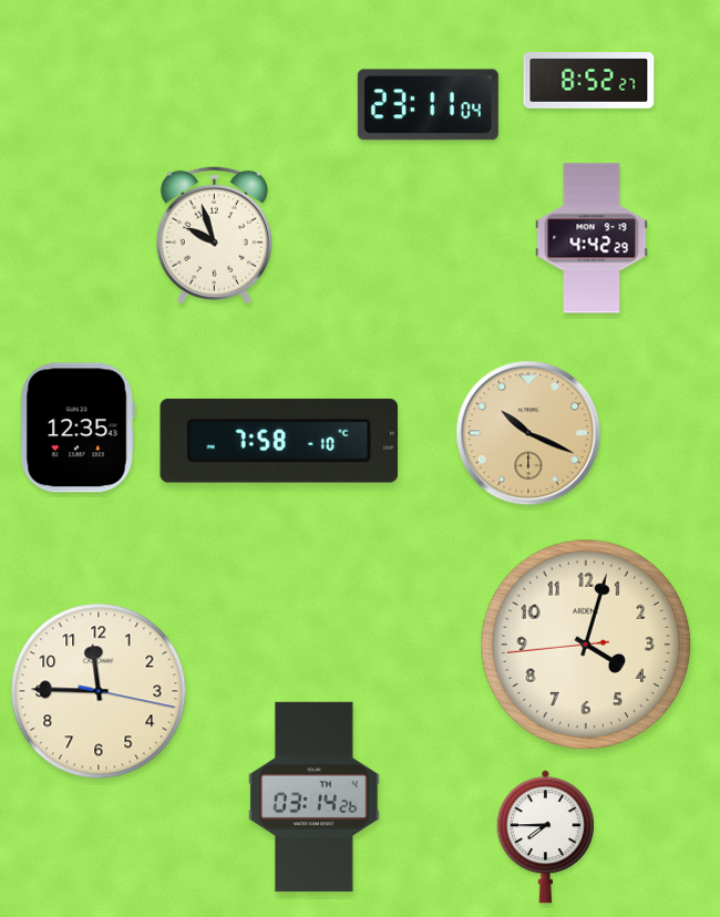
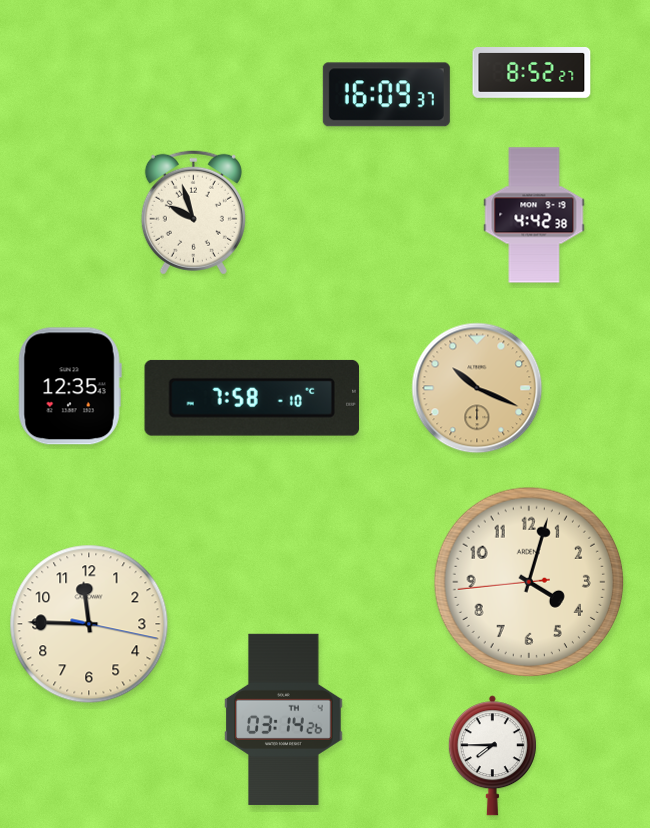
clock at (428, 105): 23:11 -> 16:09
clock at (592, 238): 4:42:29 -> 4:42:38
clock at (528, 433) position: (528, 433) -> (477, 388)
